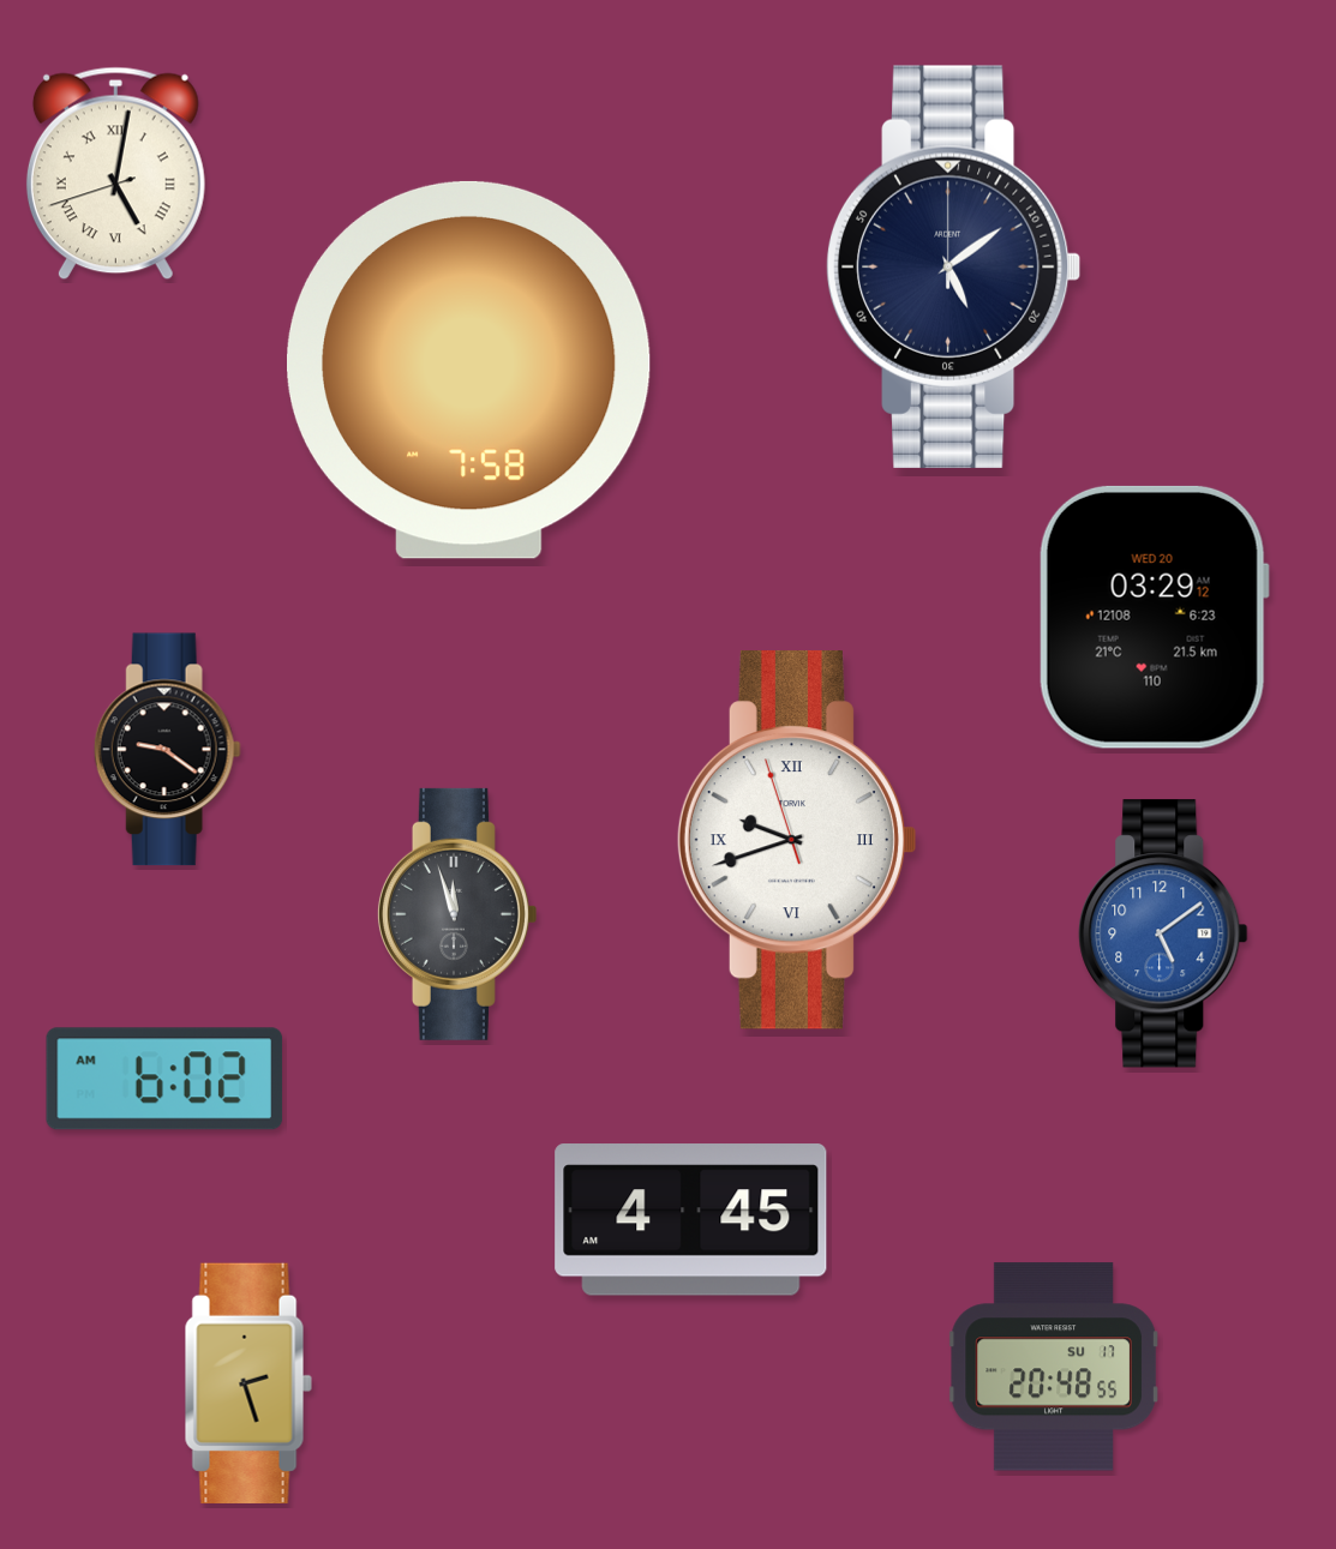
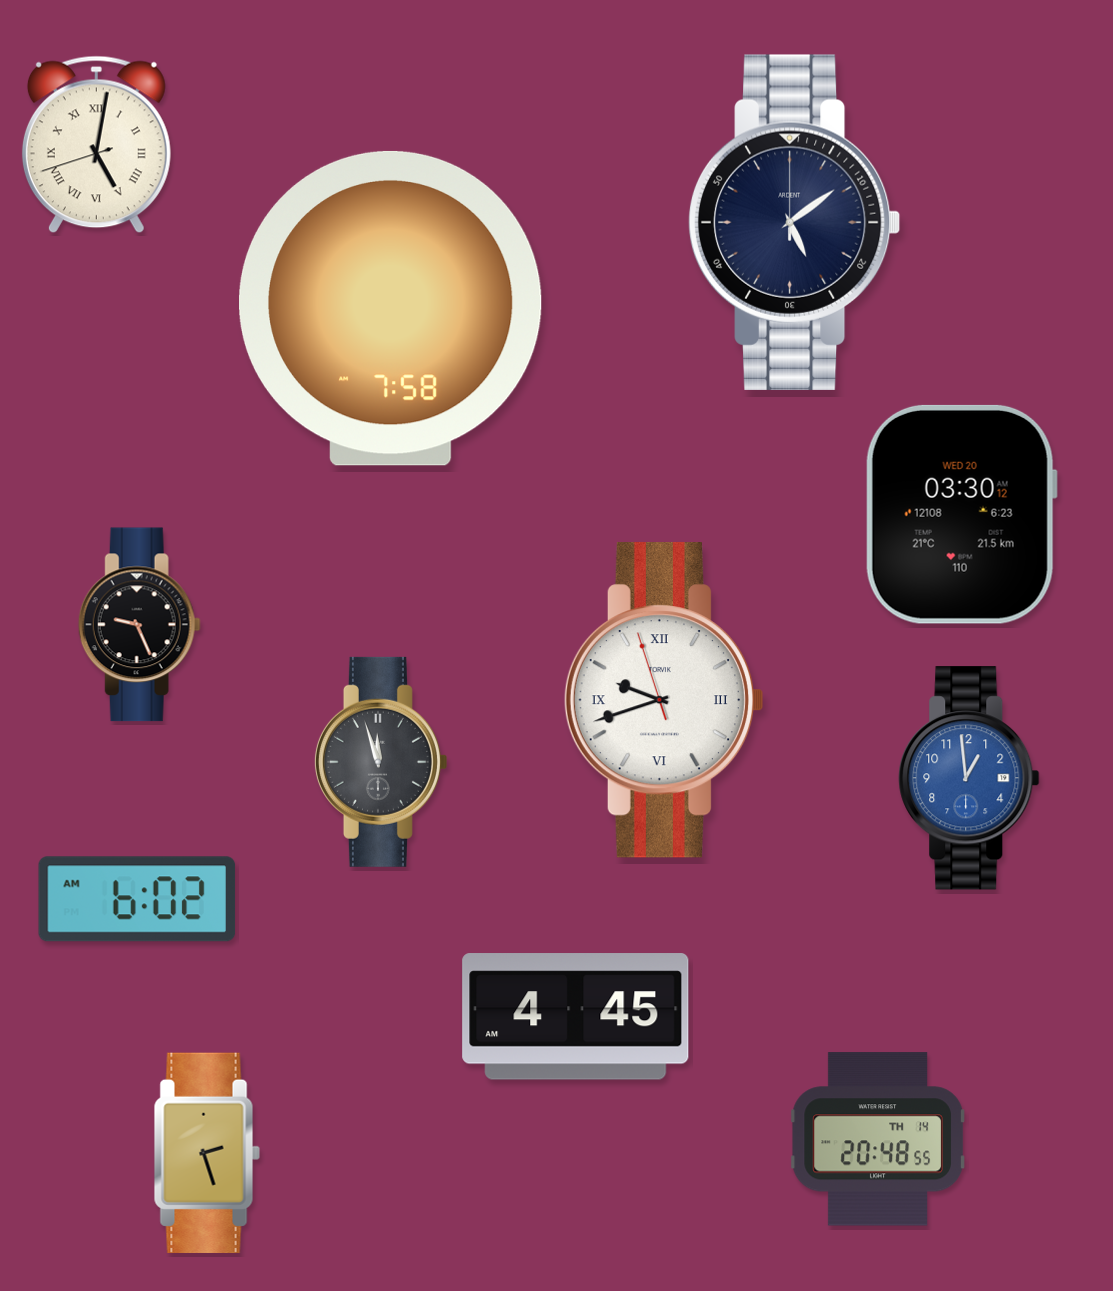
clock at (1154, 617): 03:29 -> 03:30
clock at (167, 750): 9:21 -> 9:26
clock at (1163, 933): 5:09 -> 12:59
clock at (1054, 1367) date: SU 17 -> TH 14
